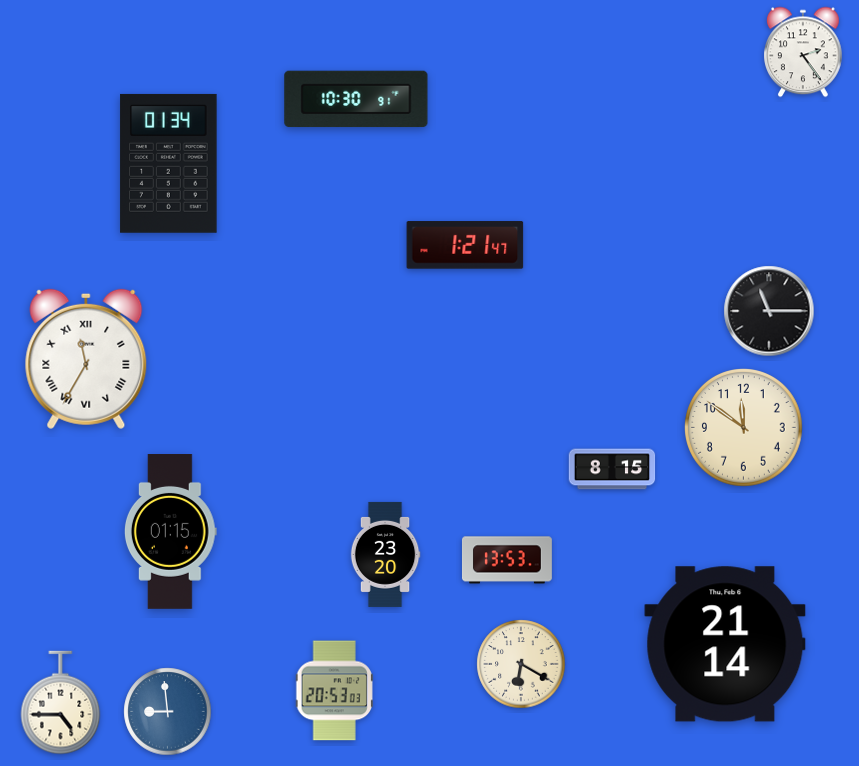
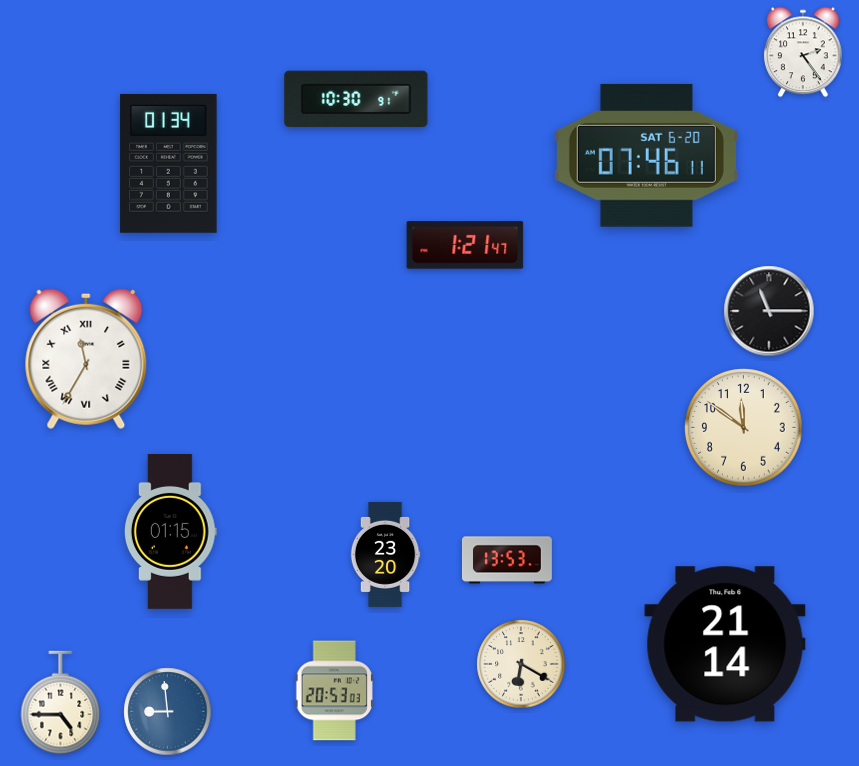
clock at (646, 155): none -> 07:46
clock at (612, 469): 8:15 -> none
